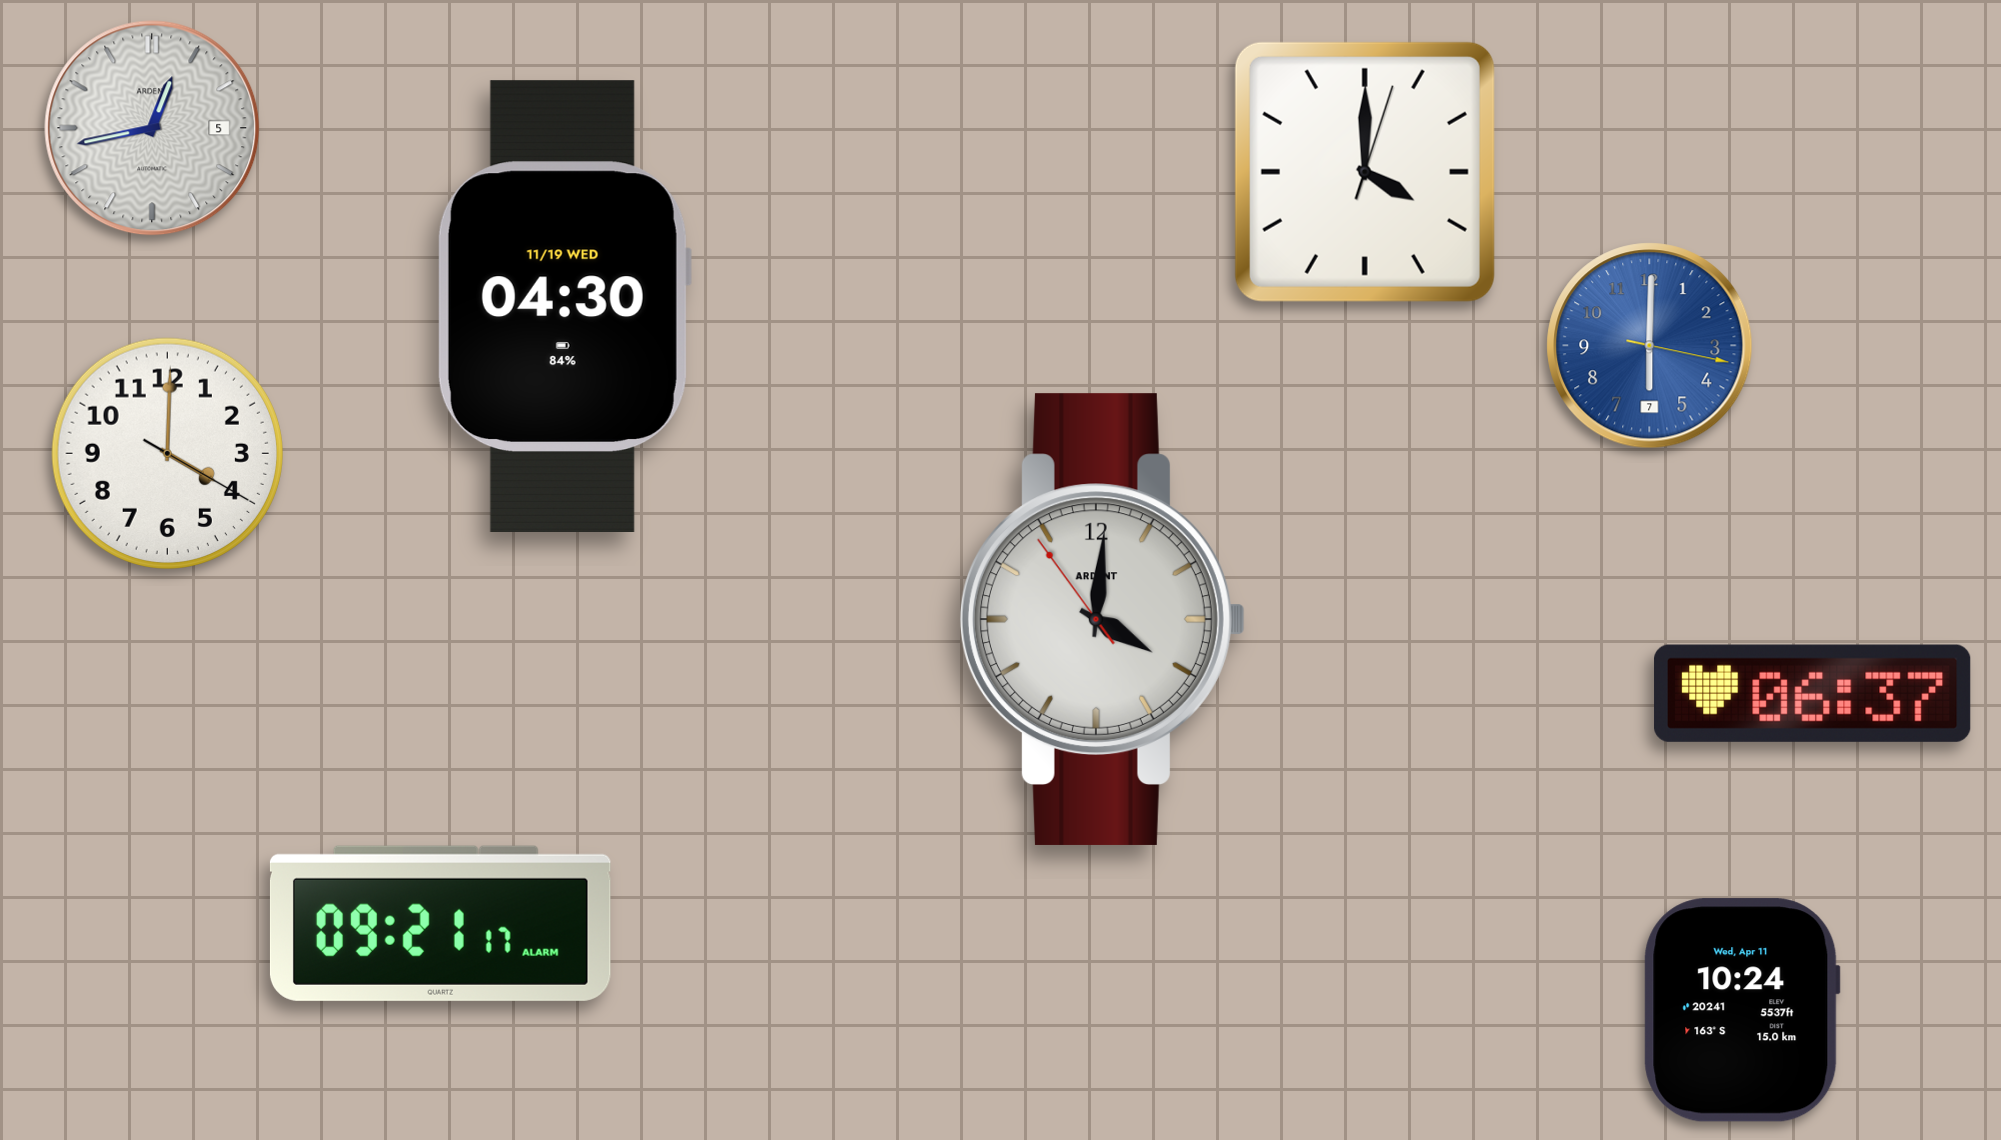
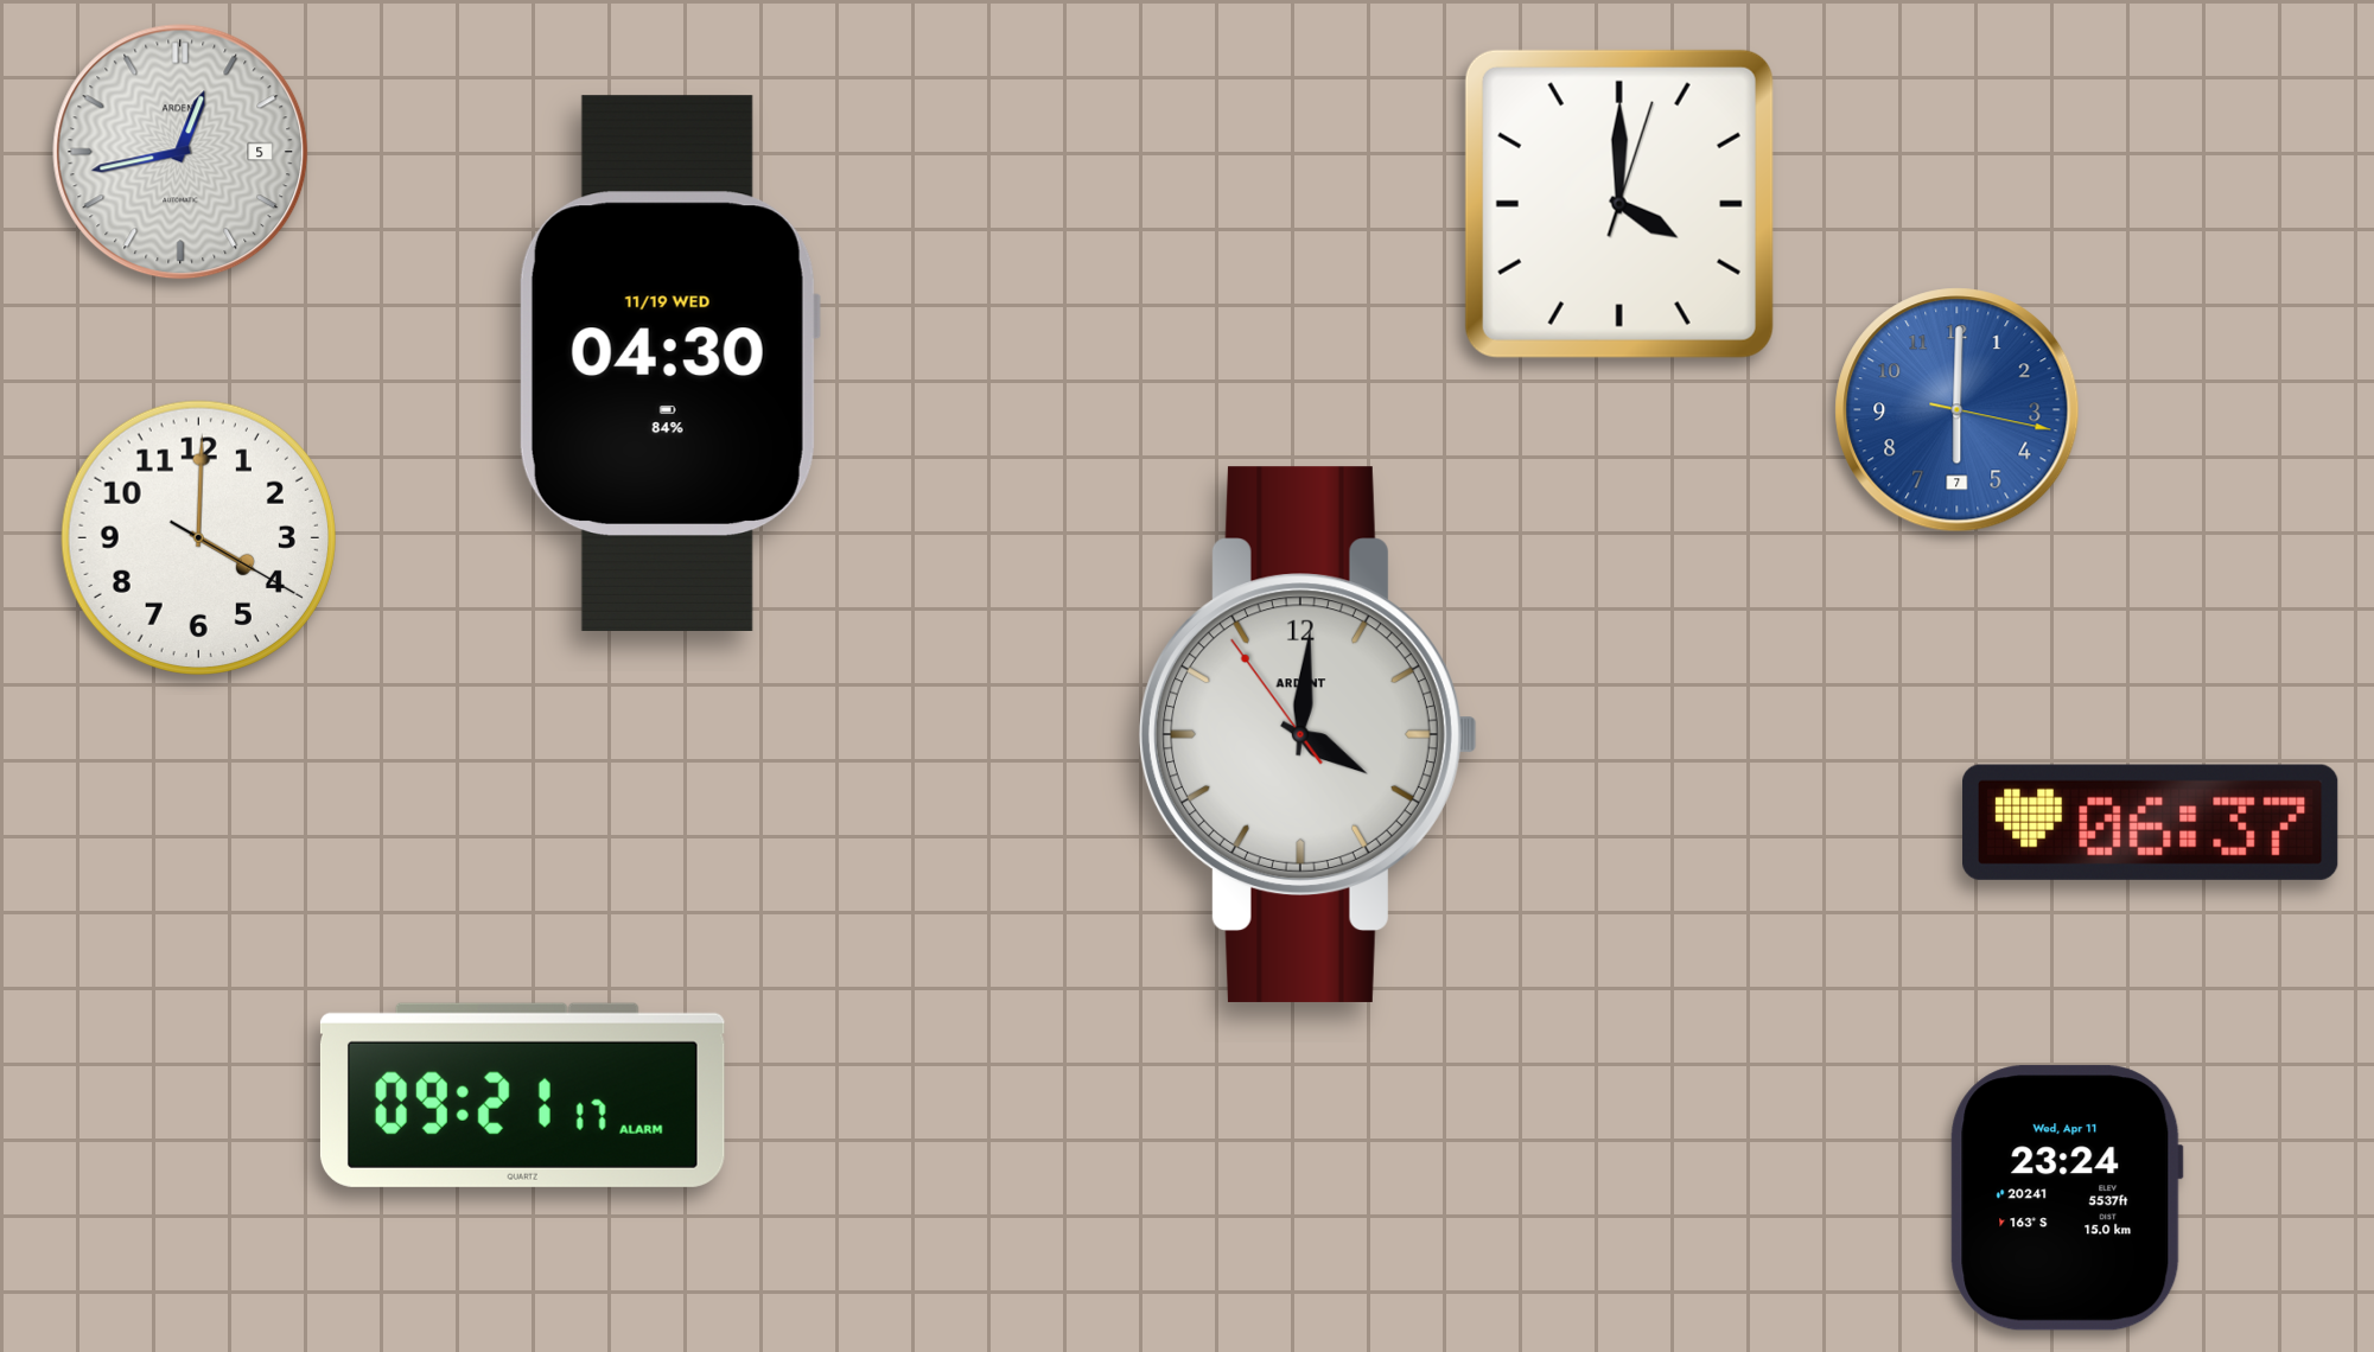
clock at (1742, 1010): 10:24 -> 23:24
